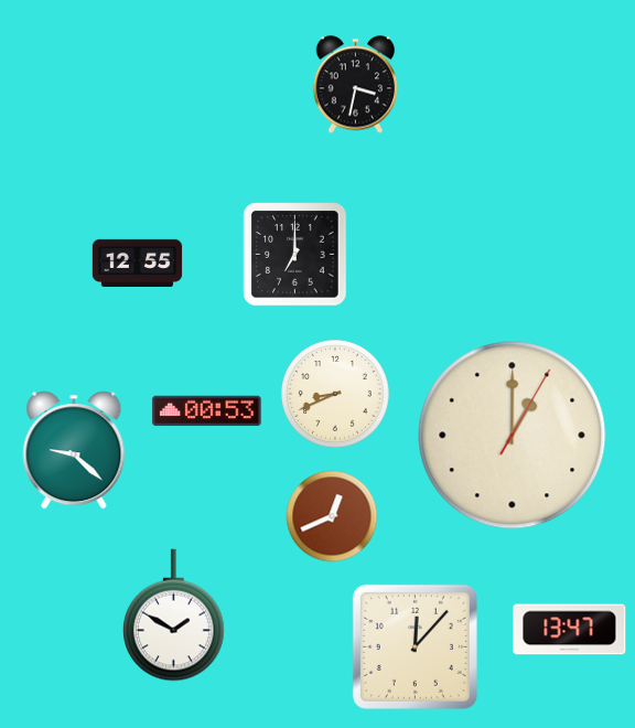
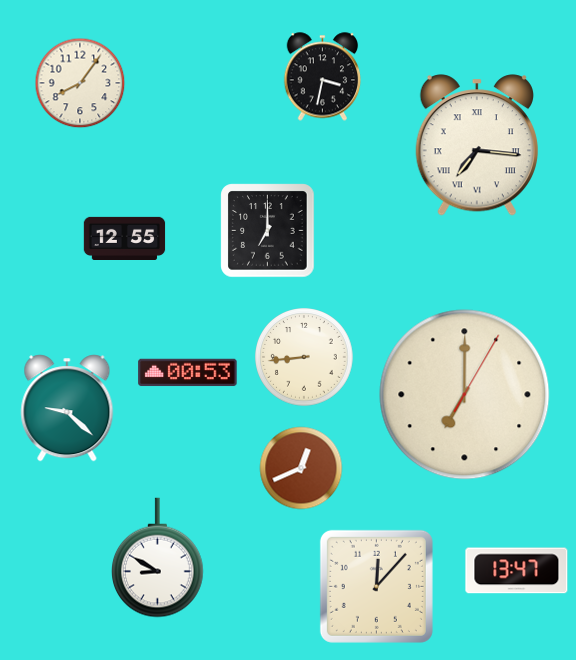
clock at (80, 83): none -> 8:06
clock at (477, 145): none -> 7:16
clock at (335, 394): 8:41 -> 8:44
clock at (513, 436): 1:00 -> 7:00
clock at (174, 615): 1:50 -> 8:50
